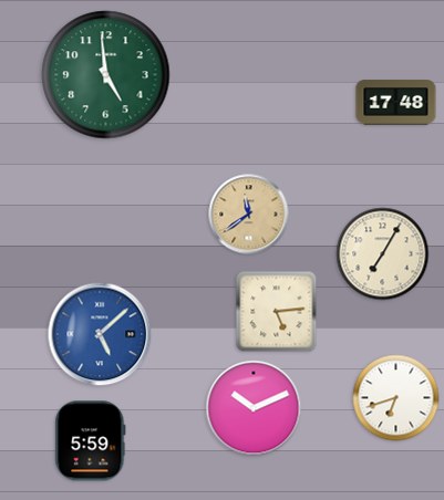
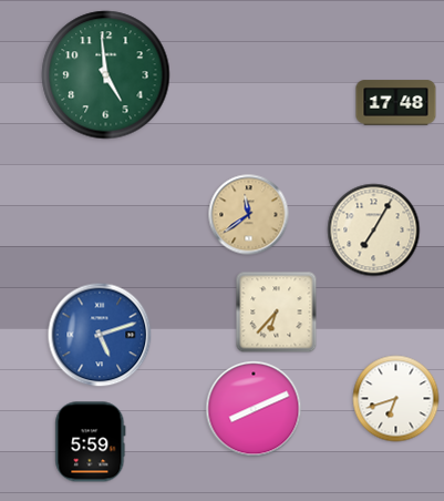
clock at (383, 254) position: (383, 254) -> (374, 231)
clock at (277, 312): 5:14 -> 6:37
clock at (100, 334): 5:08 -> 5:12
clock at (254, 408): 10:11 -> 8:11
